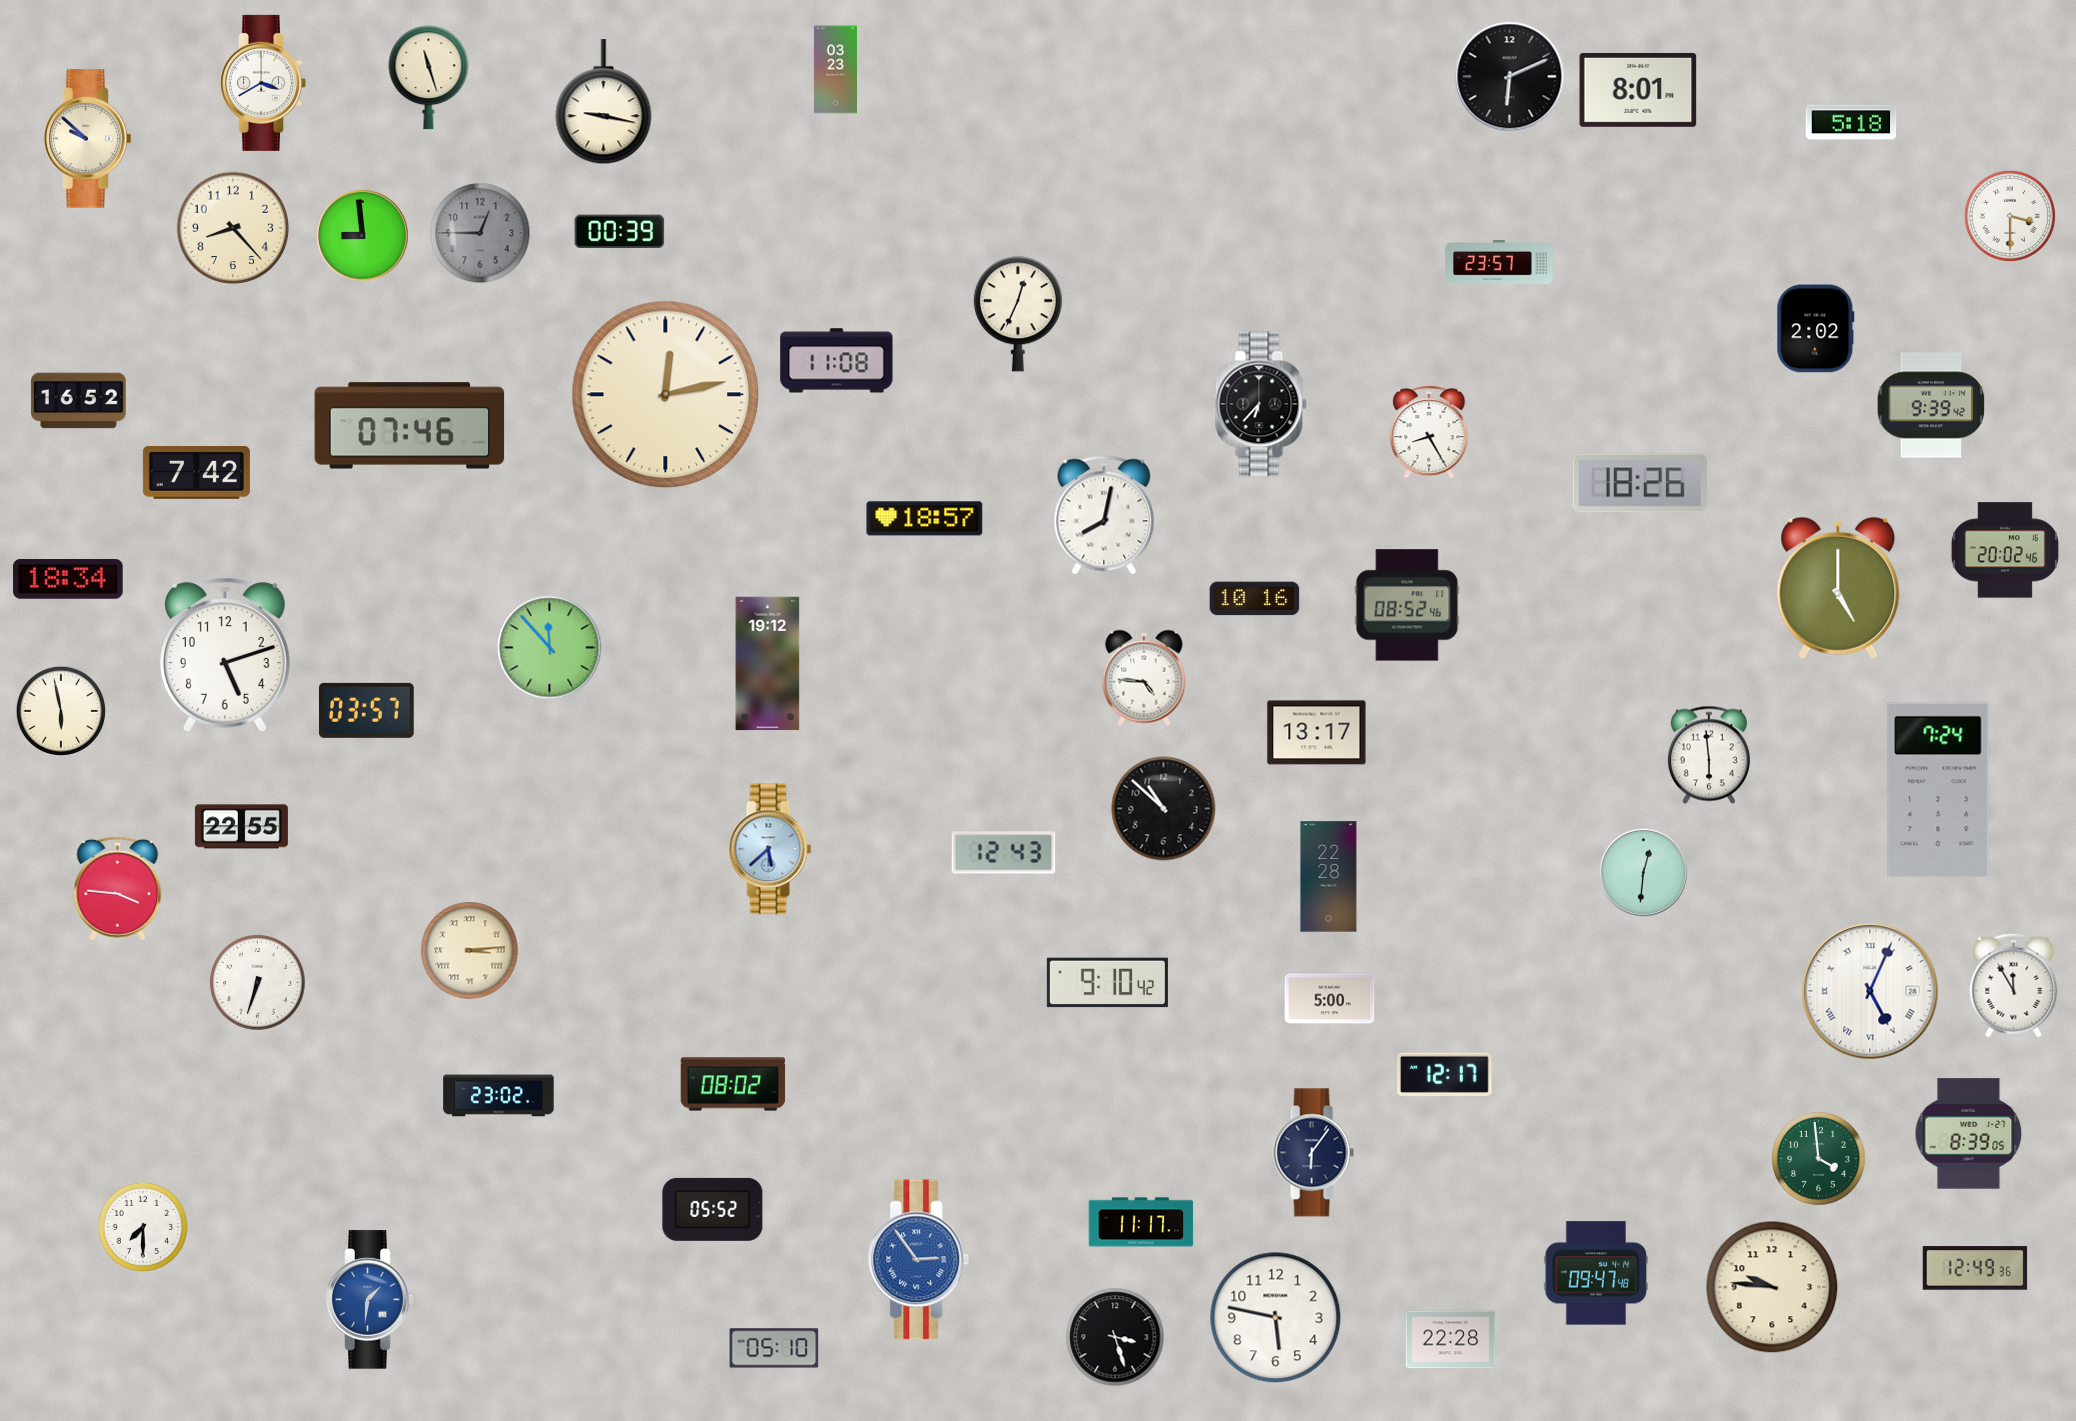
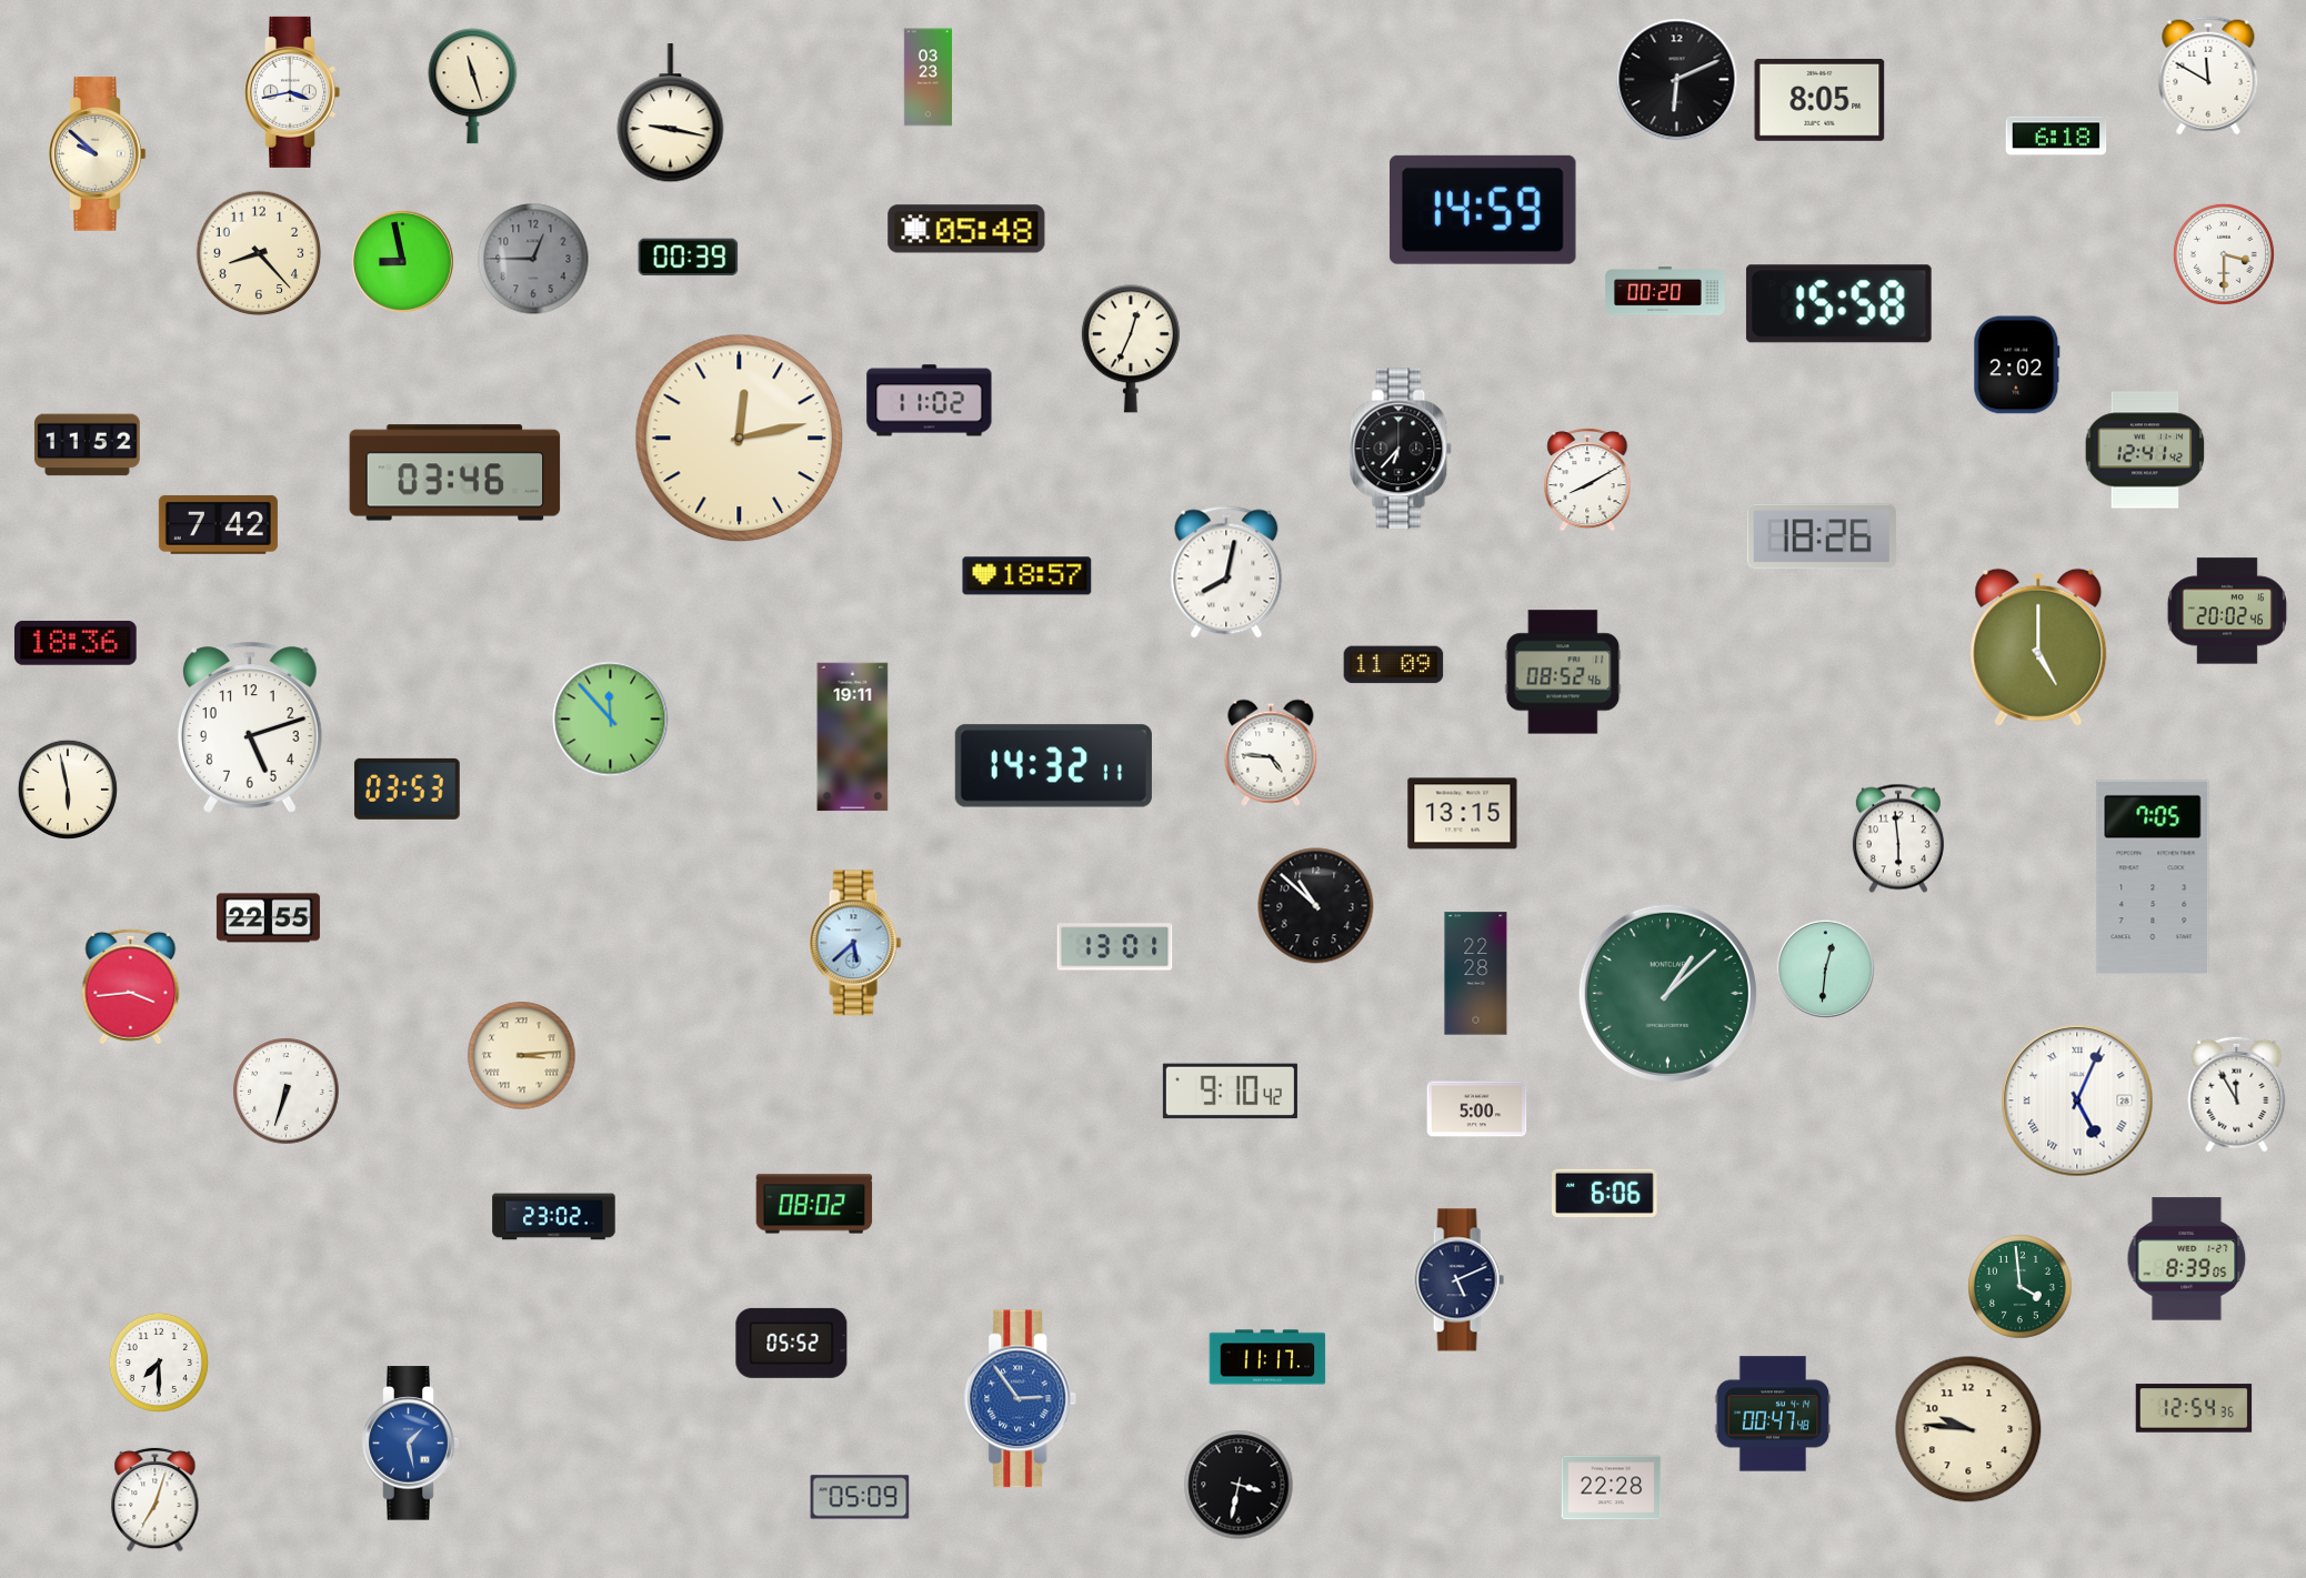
clock at (2208, 76): none -> 11:50
clock at (1510, 77) position: (1510, 77) -> (1677, 80)
clock at (429, 78) position: (429, 78) -> (473, 87)
clock at (263, 83): 3:40 -> 3:43
clock at (1638, 90): 8:01 -> 8:05
clock at (1851, 122): 5:18 -> 6:18
clock at (1483, 210): none -> 14:59
clock at (966, 229): none -> 05:48
clock at (2010, 216) position: (2010, 216) -> (2224, 254)
clock at (362, 235): 8:59 -> 8:58
clock at (1499, 263): 23:57 -> 00:20
clock at (1838, 304): none -> 15:58
clock at (837, 361): 11:08 -> 11:02
clock at (79, 401): 16:52 -> 11:52
clock at (1931, 405): 9:39 -> 12:41
clock at (410, 426): 07:46 -> 03:46
clock at (1429, 432): 8:25 -> 8:10
clock at (68, 580): 18:34 -> 18:36
clock at (1838, 588) position: (1838, 588) -> (2038, 647)
clock at (1255, 599): 10:16 -> 11:09
clock at (768, 664): 19:12 -> 19:11
clock at (1053, 766): none -> 14:32
clock at (366, 710): 03:57 -> 03:53
clock at (1317, 733): 13:17 -> 13:15
clock at (1938, 790): 7:24 -> 7:05
clock at (1164, 809) position: (1164, 809) -> (1316, 906)
clock at (1004, 853): 12:43 -> 13:01
clock at (118, 888): 3:46 -> 3:44
clock at (1667, 993): none -> 1:08
clock at (1445, 1074): 12:17 -> 6:06
clock at (1313, 1153): 6:06 -> 5:11
clock at (1975, 1268): 12:49 -> 12:54
clock at (1596, 1273): 09:47 -> 00:47
clock at (370, 1300): 1:31 -> 1:28
clock at (1276, 1318): 5:47 -> none
clock at (1115, 1337): 3:27 -> 3:32
clock at (774, 1348): 05:10 -> 05:09
clock at (156, 1499): none -> 7:03
